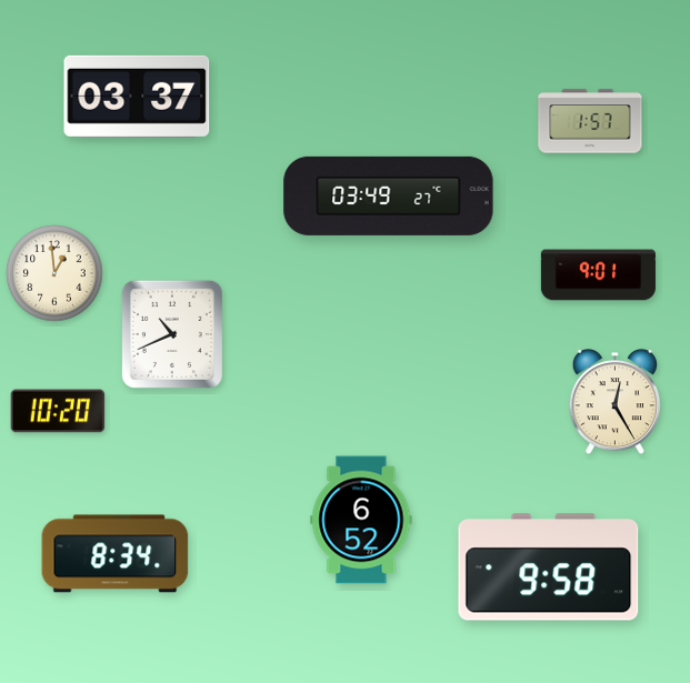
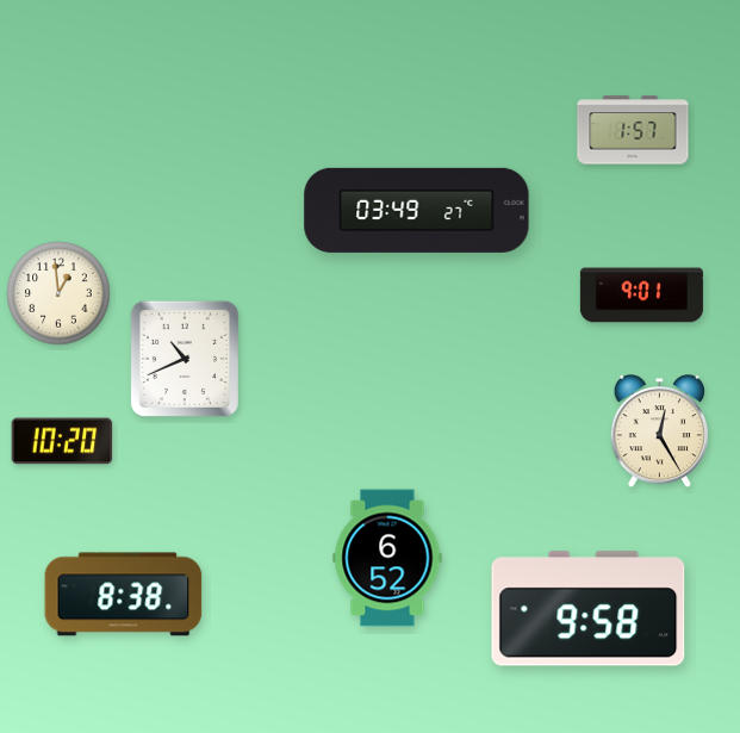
clock at (137, 97): 03:37 -> none
clock at (116, 554): 8:34 -> 8:38
